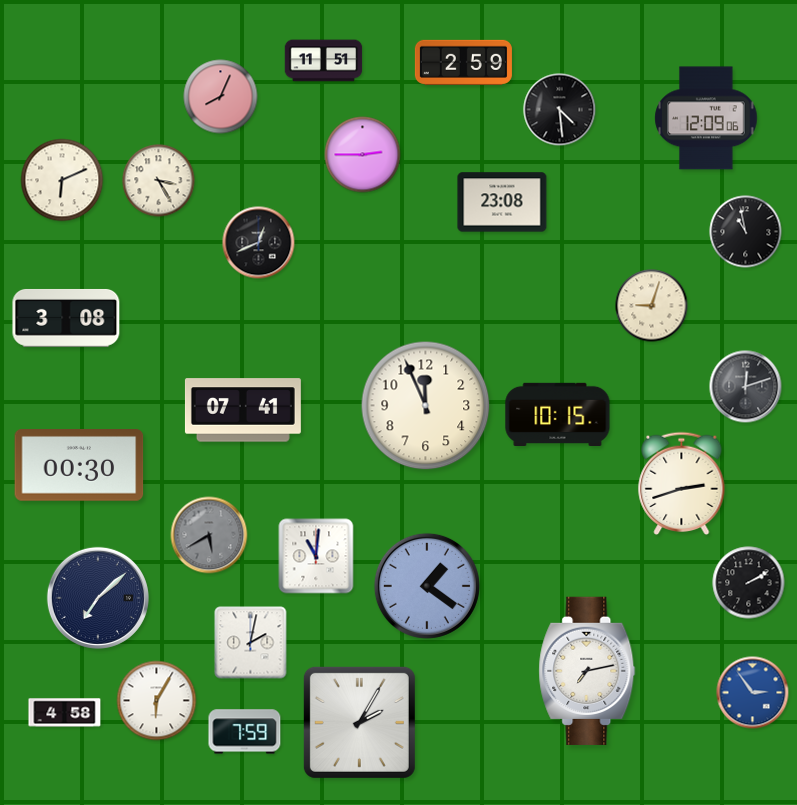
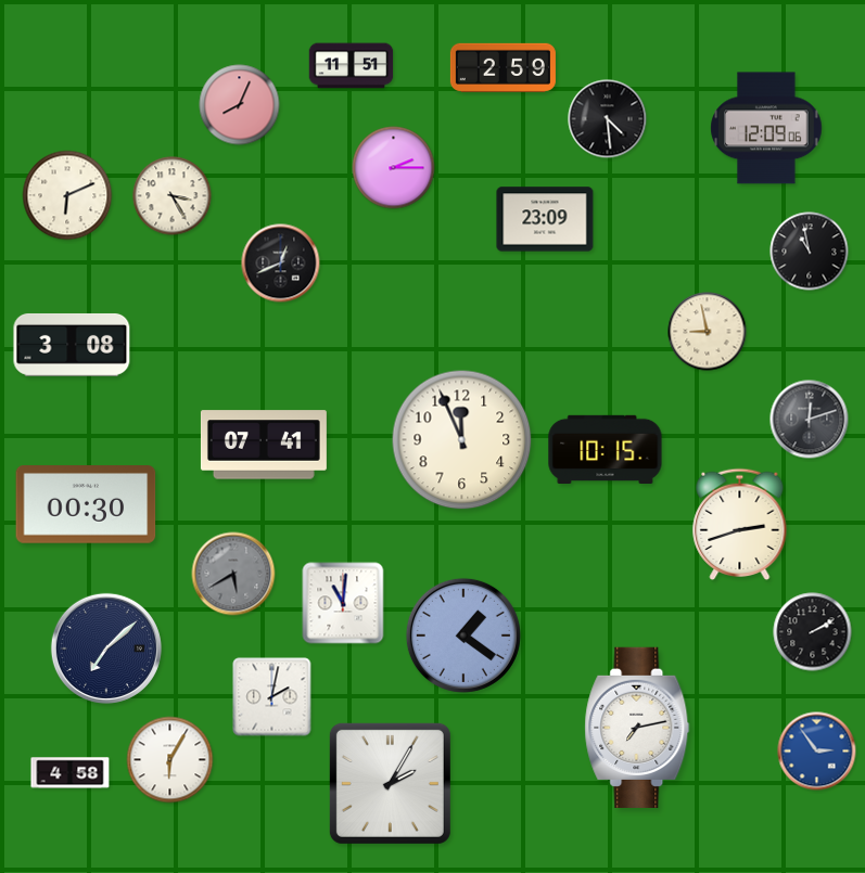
clock at (363, 155): 2:45 -> 2:15
clock at (502, 202): 23:08 -> 23:09
clock at (652, 306): 9:03 -> 8:58
clock at (209, 535) position: (209, 535) -> (233, 574)
clock at (245, 732): 7:59 -> none
